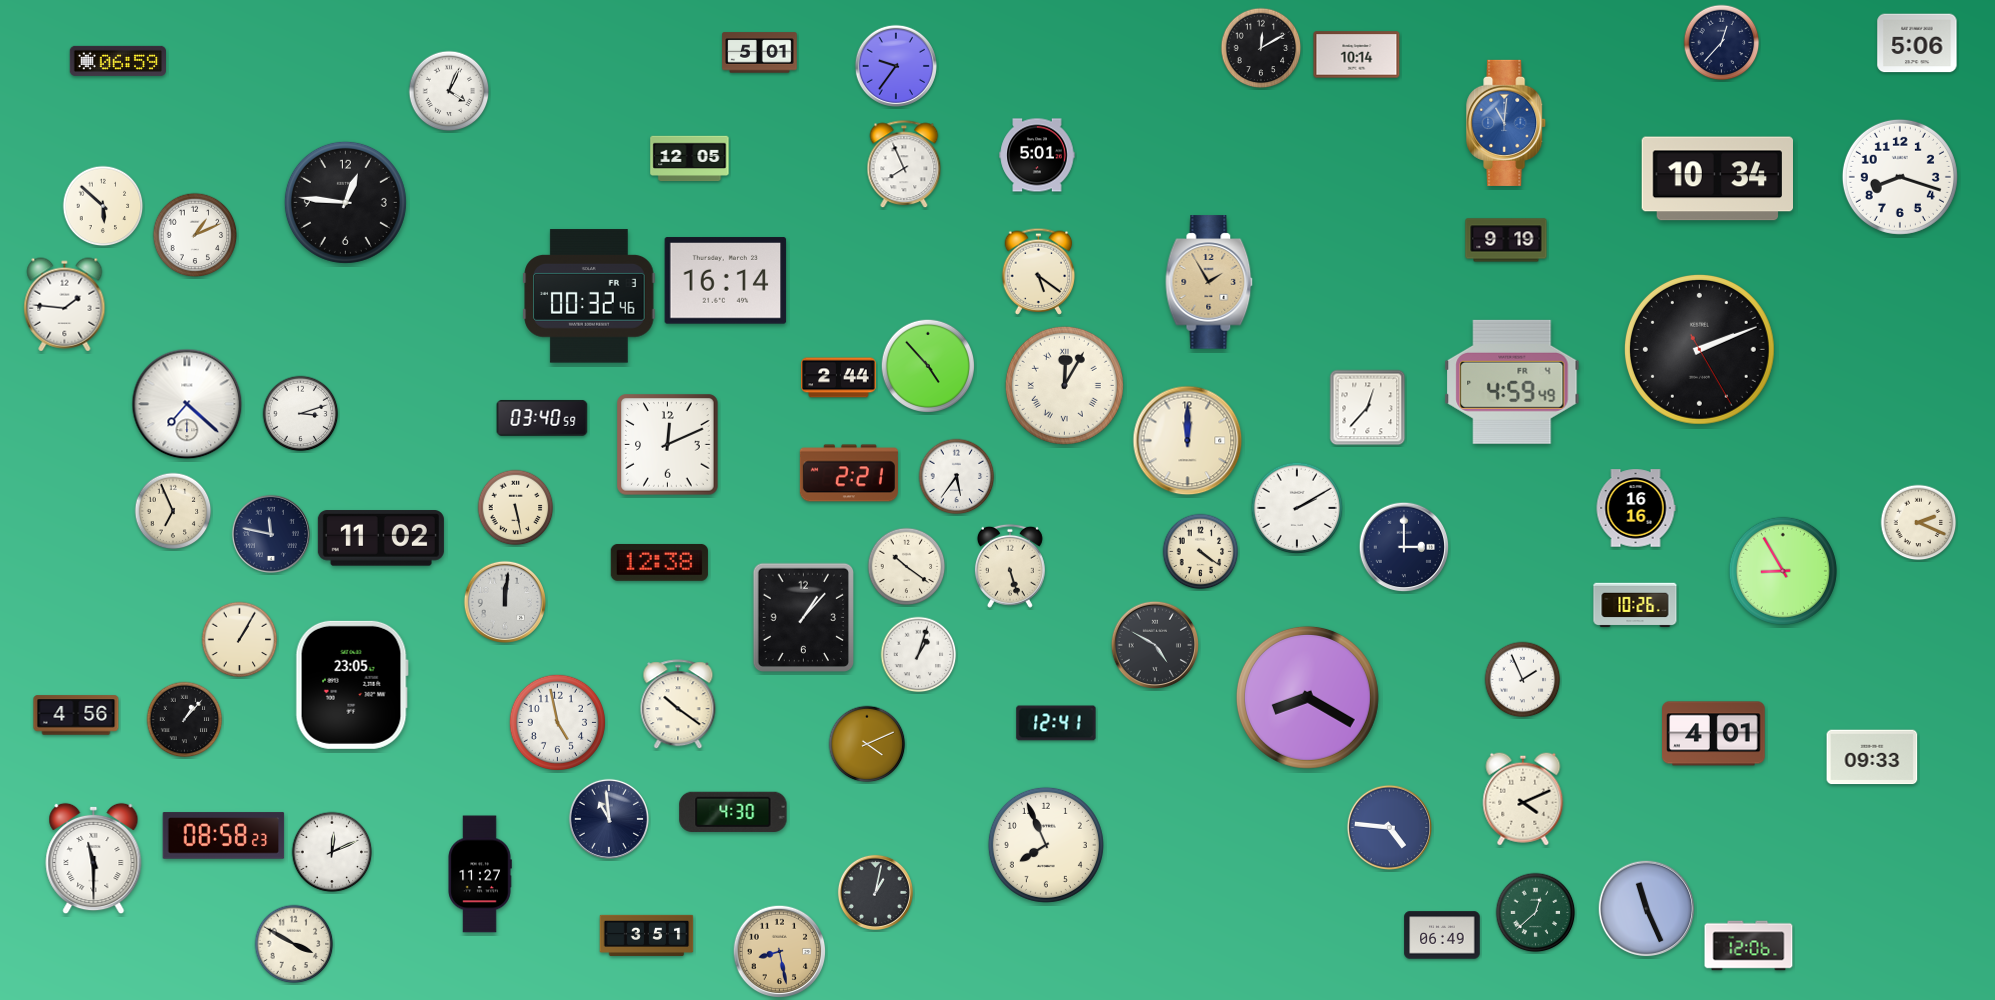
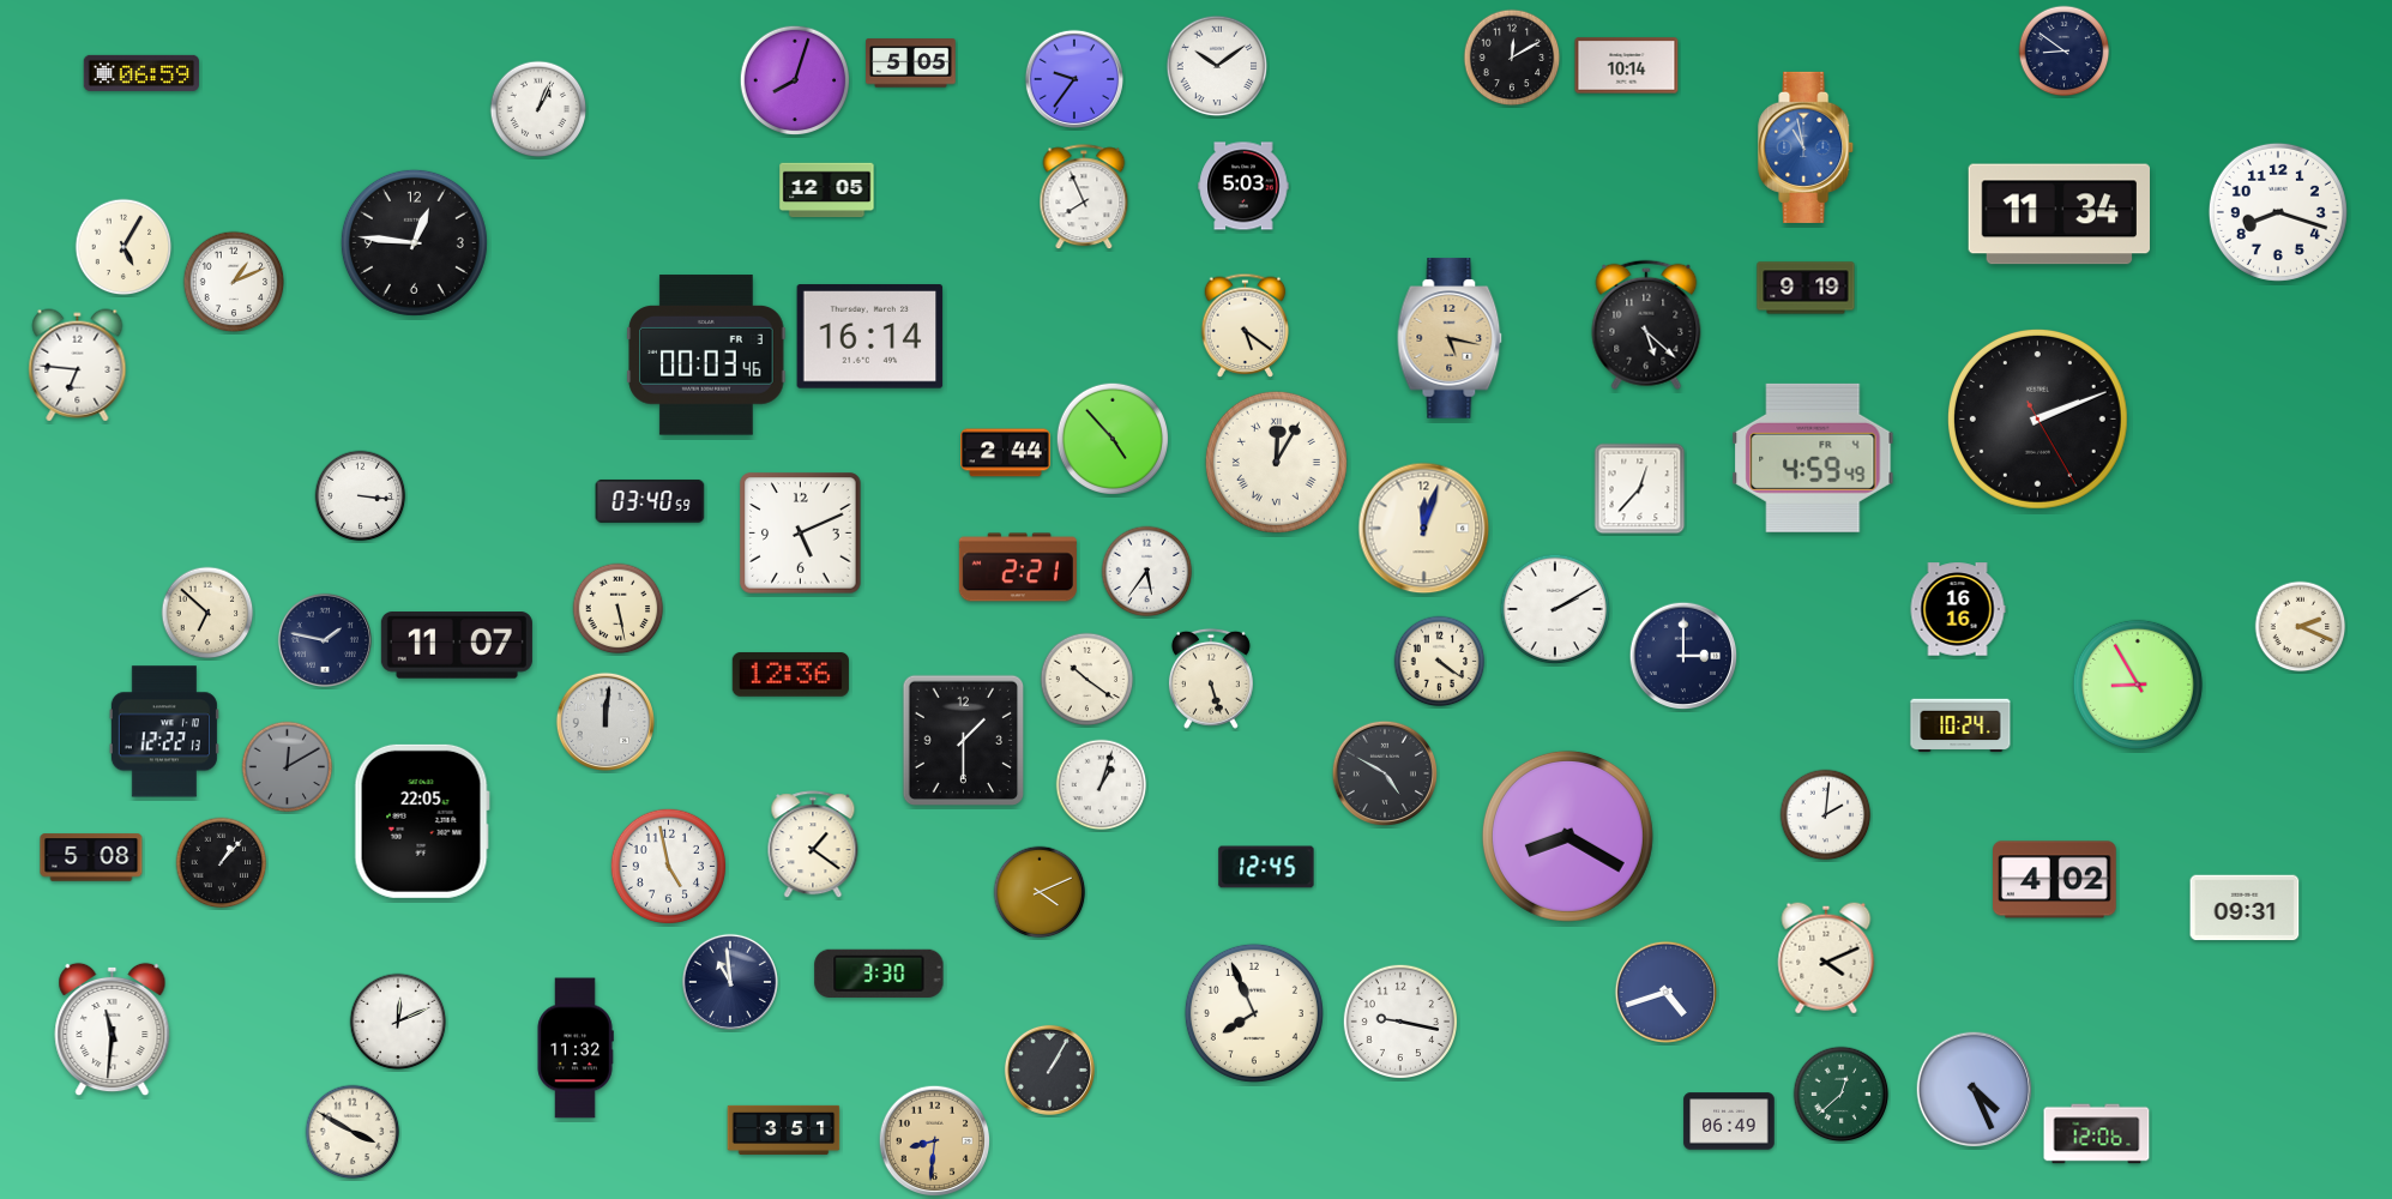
clock at (1722, 43): 12:37 -> 8:51
clock at (1917, 43): 5:06 -> none
clock at (760, 53): 5:01 -> 5:05
clock at (1217, 66): none -> 10:09
clock at (795, 80): none -> 8:03
clock at (449, 91): 4:04 -> 1:04
clock at (1507, 123): 11:01 -> 10:58
clock at (1037, 155): 5:01 -> 5:03
clock at (1717, 179): 10:34 -> 11:34
clock at (103, 206): 5:52 -> 5:05
clock at (1646, 325): none -> 5:22
clock at (1209, 282): 1:55 -> 5:17
clock at (589, 296): 00:32 -> 00:03
clock at (65, 305): 1:46 -> 6:46
clock at (187, 404): 7:22 -> none
clock at (301, 414): 3:12 -> 3:16
clock at (1188, 441): 12:00 -> 12:03
clock at (668, 445): 12:11 -> 5:11
clock at (1636, 508) position: (1636, 508) -> (1958, 609)
clock at (173, 511): 6:56 -> 6:52
clock at (271, 534): 11:47 -> 1:47
clock at (381, 538): 11:02 -> 11:07
clock at (659, 562): 12:38 -> 12:36
clock at (1635, 605): 10:26 -> 10:24
clock at (164, 731): none -> 12:22
clock at (803, 618): 1:07 -> 1:30
clock at (240, 640): 1:05 -> 12:10
clock at (240, 640) dial: cream -> grey
clock at (1523, 680): 1:56 -> 2:01
clock at (352, 685): 23:05 -> 22:05
clock at (678, 705): 10:21 -> 1:21
clock at (76, 715): 4:56 -> 5:08
clock at (1056, 723): 12:41 -> 12:45
clock at (1714, 734): 4:01 -> 4:02
clock at (1872, 757): 09:33 -> 09:31
clock at (733, 812): 4:30 -> 3:30
clock at (1389, 827): 4:46 -> 4:42
clock at (224, 836): 08:58 -> none
clock at (1399, 1020): none -> 9:17
clock at (94, 859): 11:30 -> 11:31
clock at (480, 874): 11:27 -> 11:32
clock at (875, 892): 1:02 -> 1:05
clock at (1647, 909): 11:26 -> 4:26
clock at (647, 935) position: (647, 935) -> (784, 1129)
clock at (780, 952): 8:28 -> 8:31
